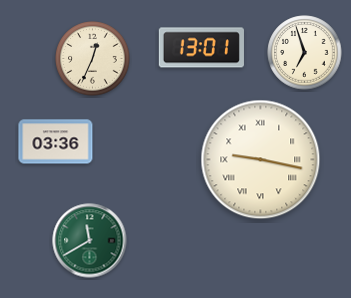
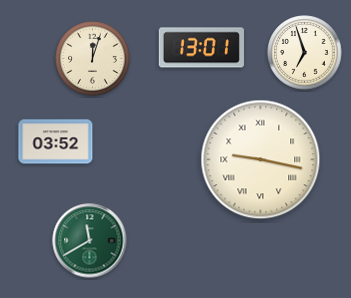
clock at (93, 59): 12:34 -> 12:03
clock at (56, 142): 03:36 -> 03:52
